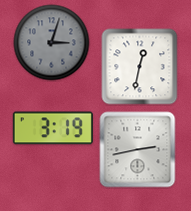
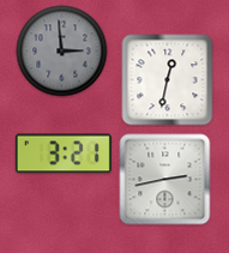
clock at (52, 43): 3:03 -> 2:59
clock at (53, 128): 3:19 -> 3:21
